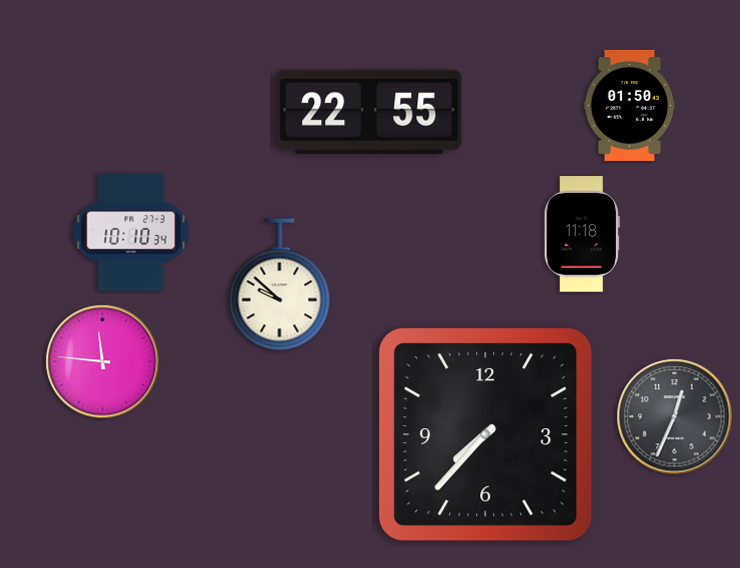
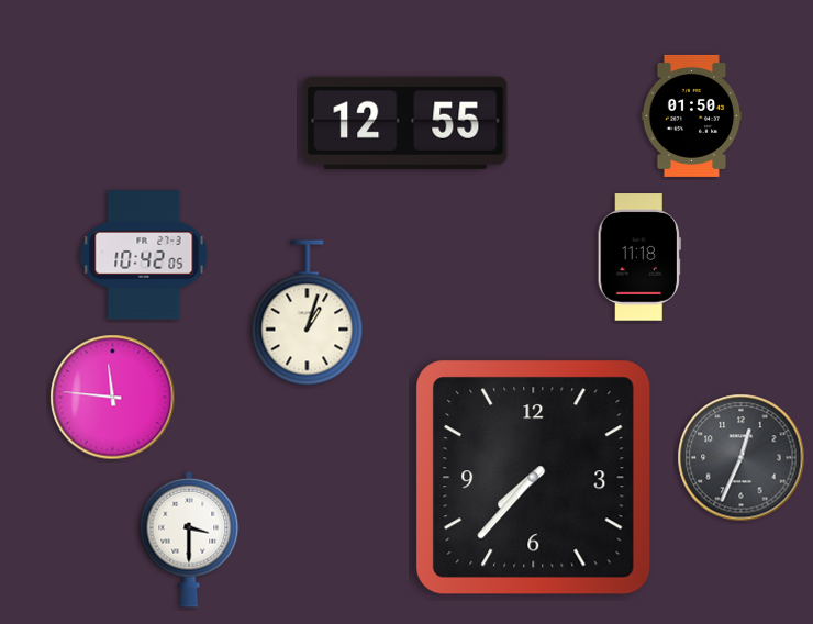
clock at (369, 112): 22:55 -> 12:55
clock at (131, 232): 10:10 -> 10:42
clock at (280, 285): 9:52 -> 1:03
clock at (189, 539): none -> 3:30
